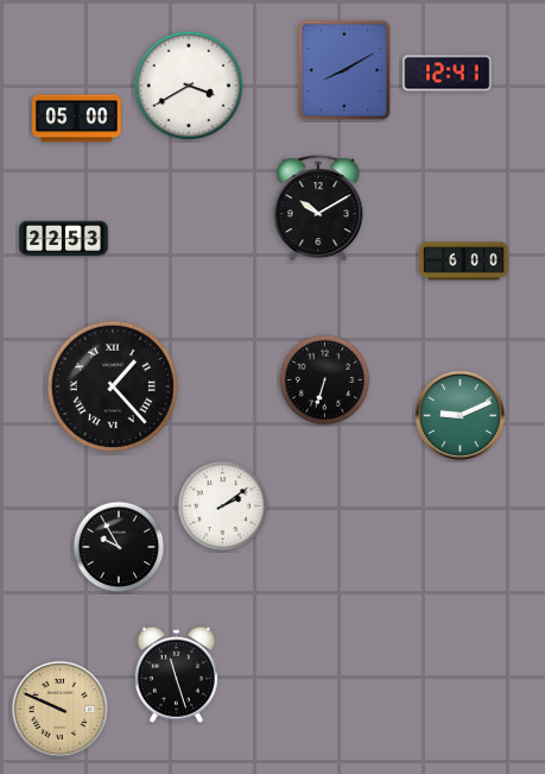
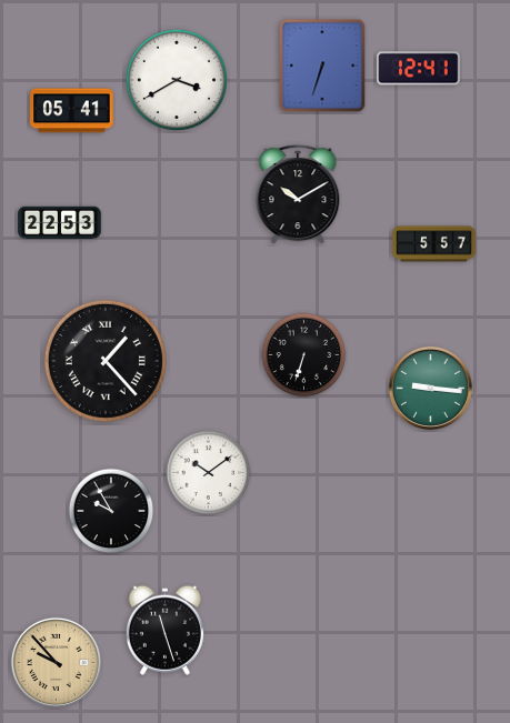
clock at (344, 70): 8:10 -> 6:33
clock at (77, 119): 05:00 -> 05:41
clock at (464, 262): 6:00 -> 5:57
clock at (460, 415): 9:11 -> 9:16
clock at (223, 506): 2:09 -> 10:09
clock at (59, 709): 9:49 -> 9:53
